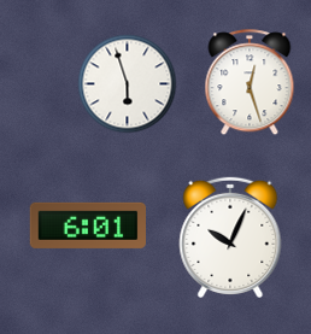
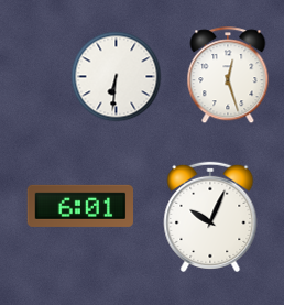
clock at (128, 84): 5:57 -> 6:31
